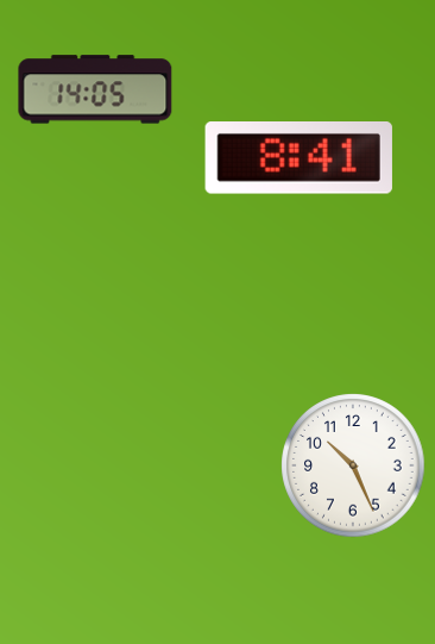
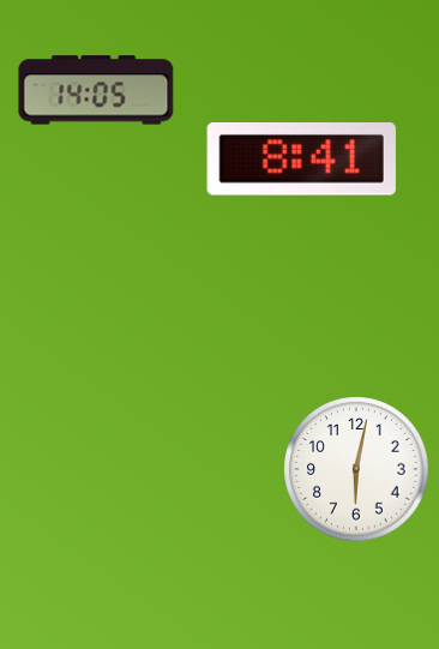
clock at (353, 465): 10:26 -> 6:02
